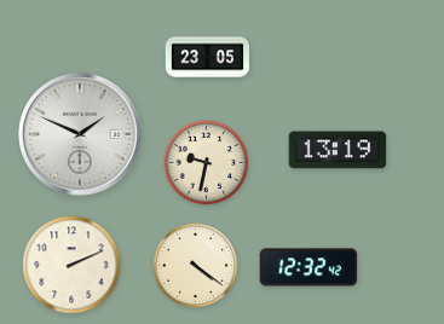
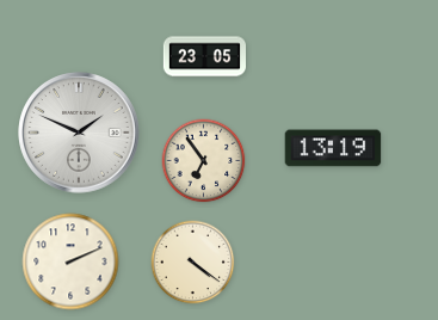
clock at (207, 163): 9:32 -> 6:54
clock at (309, 267): 12:32 -> none
